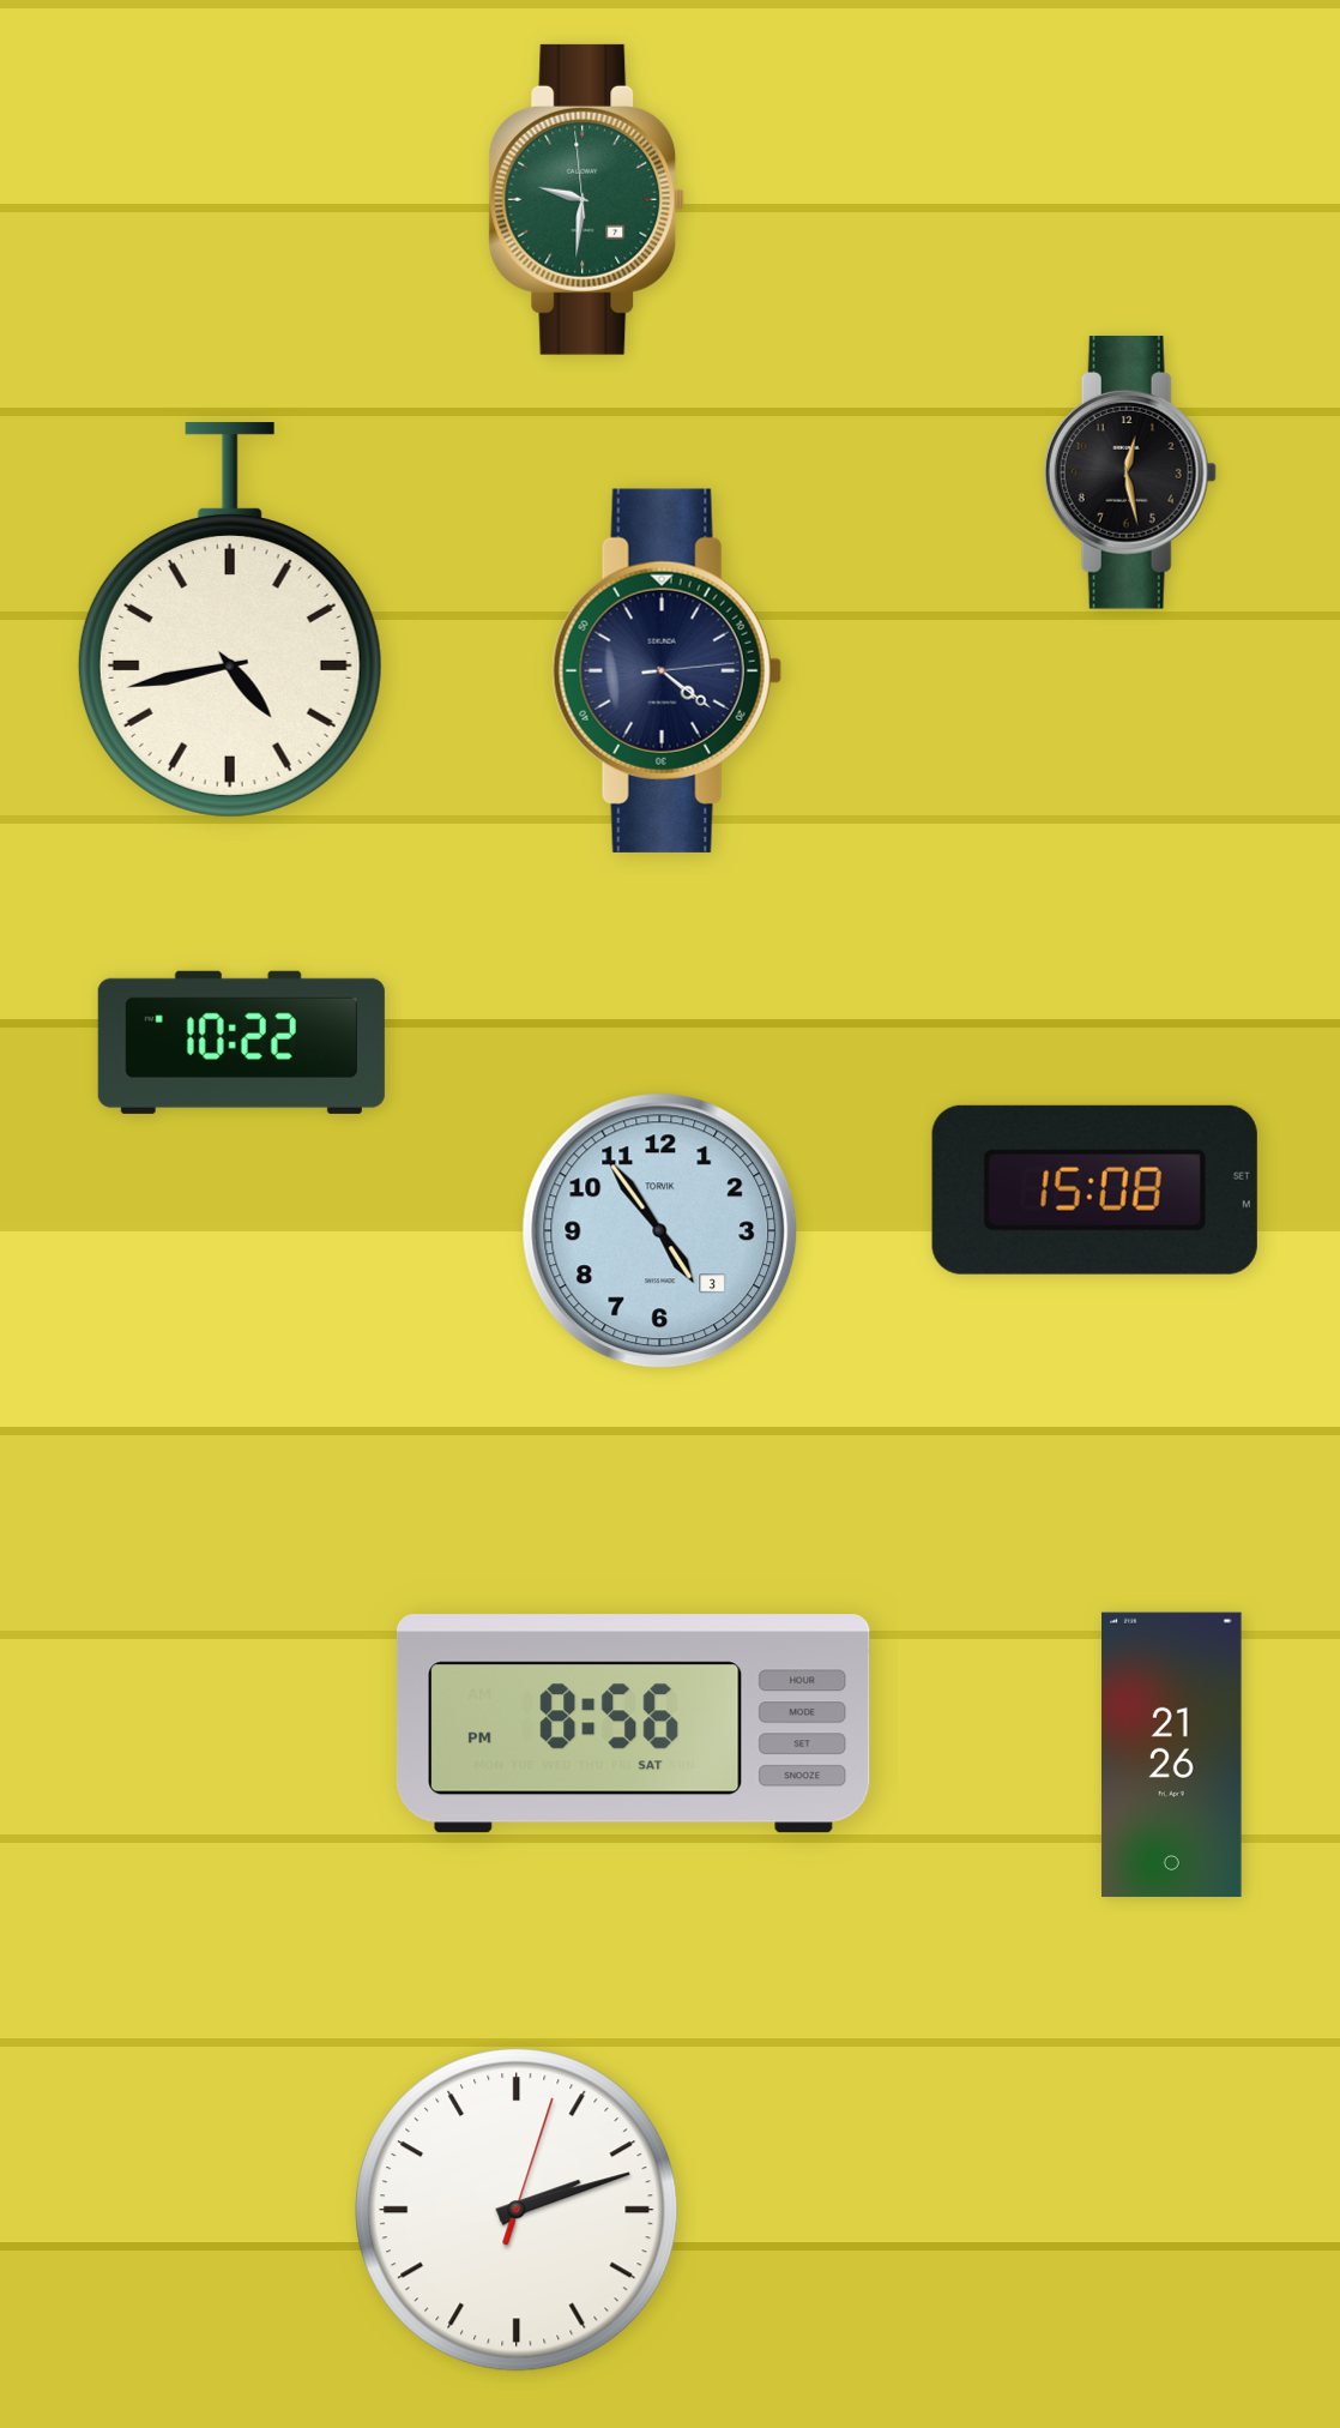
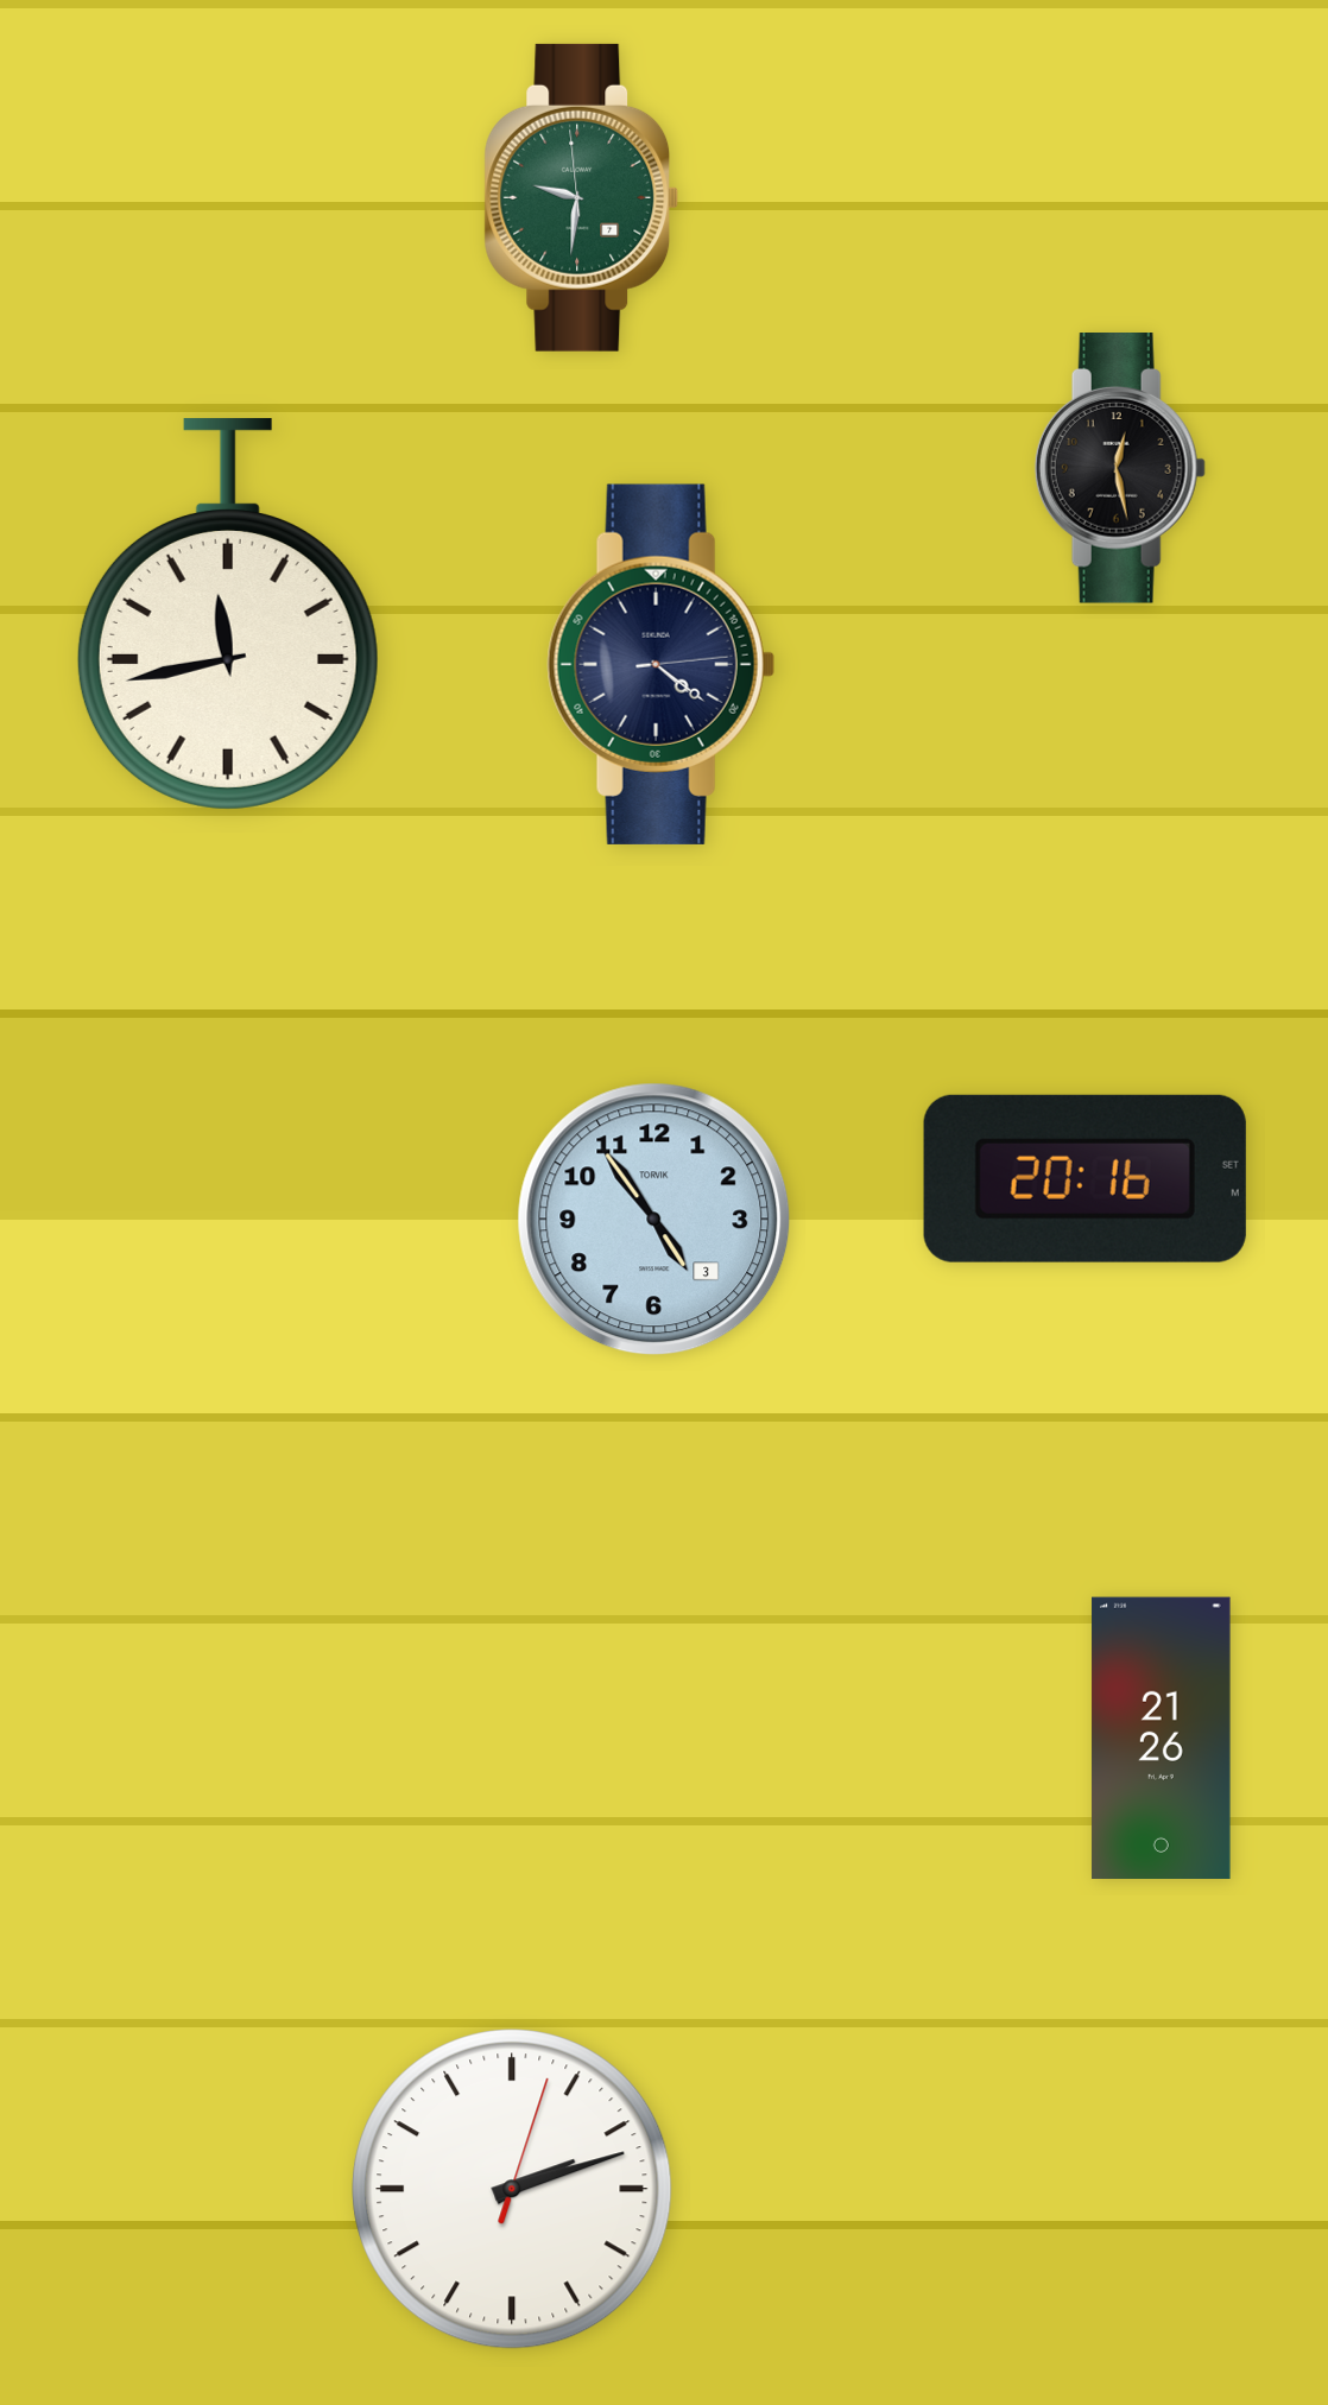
clock at (230, 620): 4:43 -> 11:43
clock at (241, 1042): 10:22 -> none
clock at (1094, 1189): 15:08 -> 20:16
clock at (633, 1724): 8:56 -> none
